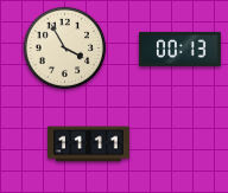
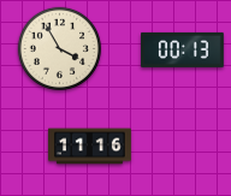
clock at (64, 47) position: (64, 47) -> (59, 48)
clock at (89, 144): 11:11 -> 11:16
